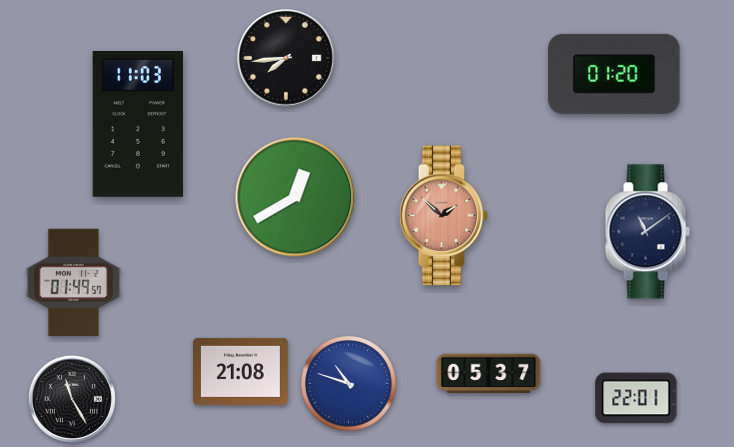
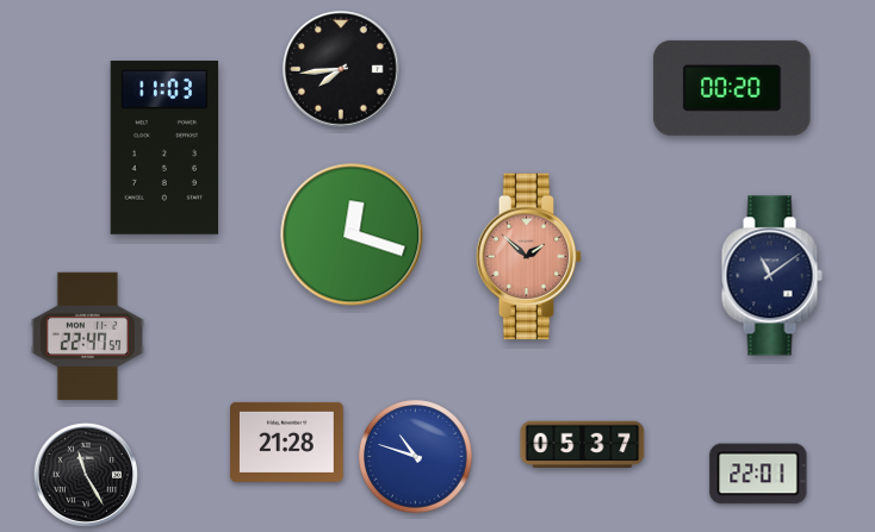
clock at (614, 74): 01:20 -> 00:20
clock at (295, 197): 12:40 -> 12:18
clock at (73, 283): 01:49 -> 22:47
clock at (241, 371): 21:08 -> 21:28
